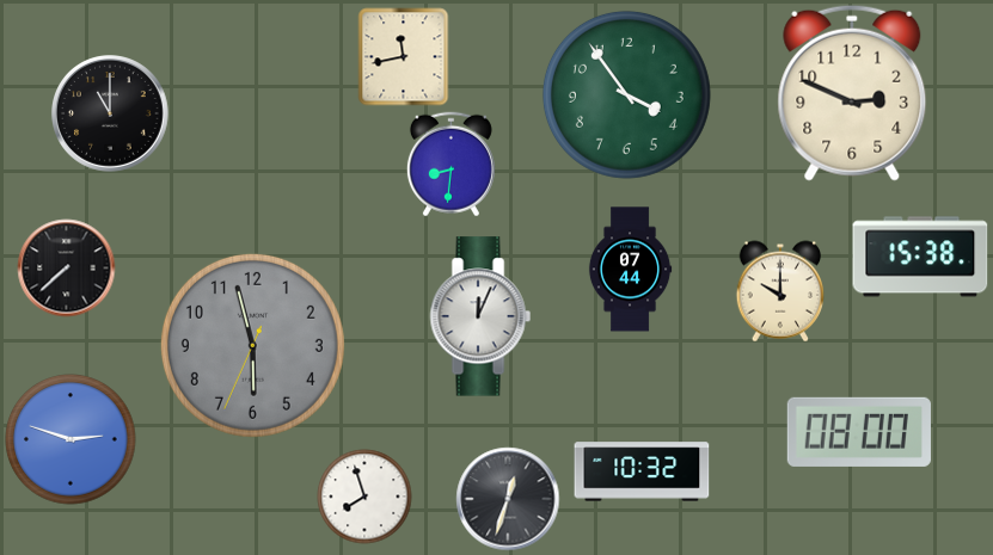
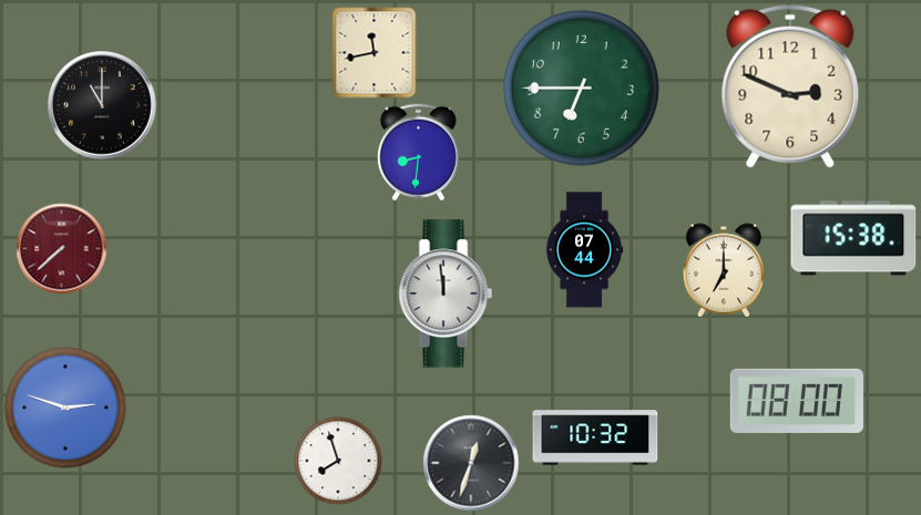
clock at (626, 94): 3:54 -> 6:45
clock at (67, 269) dial: black -> burgundy
clock at (779, 291): 10:00 -> 7:00
clock at (480, 316): 12:04 -> 11:59
clock at (252, 345): 5:57 -> none
